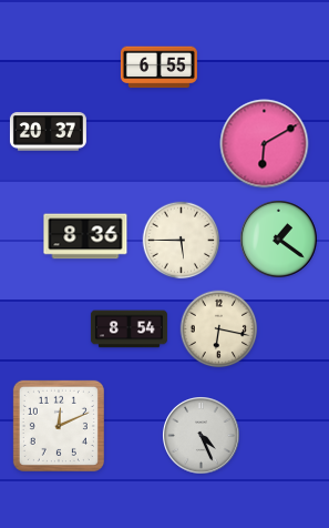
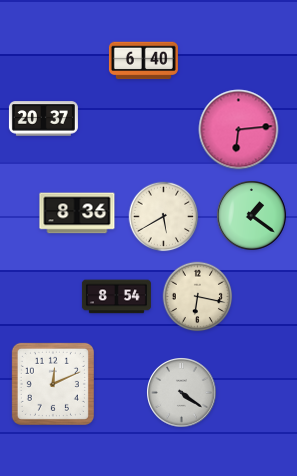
clock at (158, 68): 6:55 -> 6:40
clock at (265, 144): 6:10 -> 6:14
clock at (182, 241): 5:45 -> 5:40
clock at (202, 436): 4:26 -> 4:21
